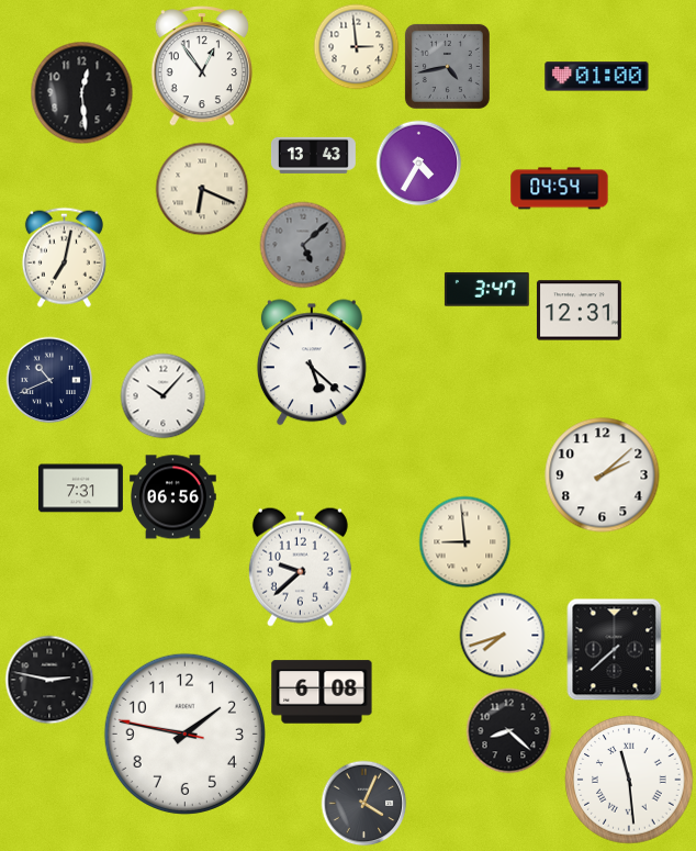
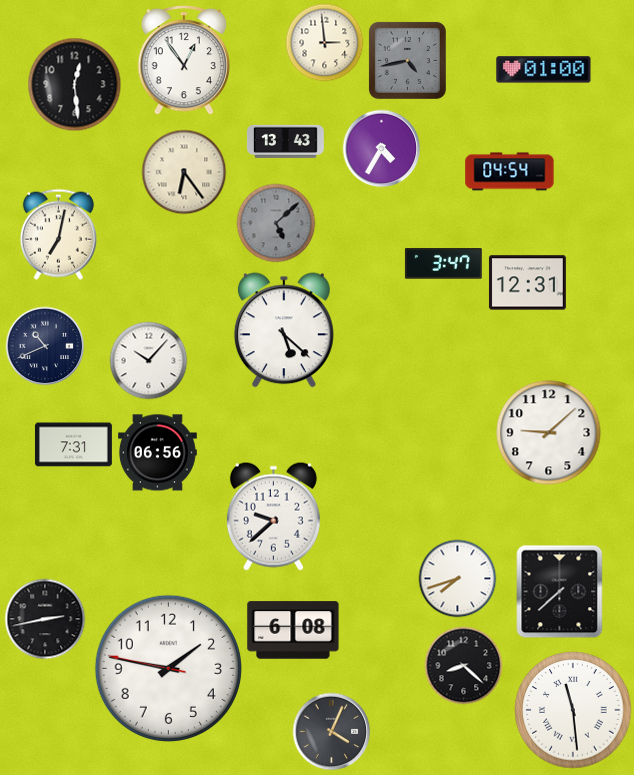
clock at (202, 189): 6:19 -> 6:24
clock at (603, 475): 2:08 -> 9:08
clock at (464, 541): 8:59 -> none
clock at (49, 680): 2:47 -> 2:43
